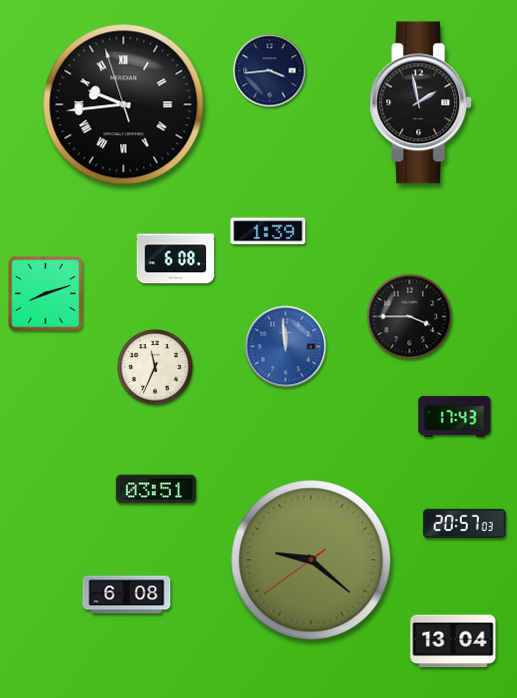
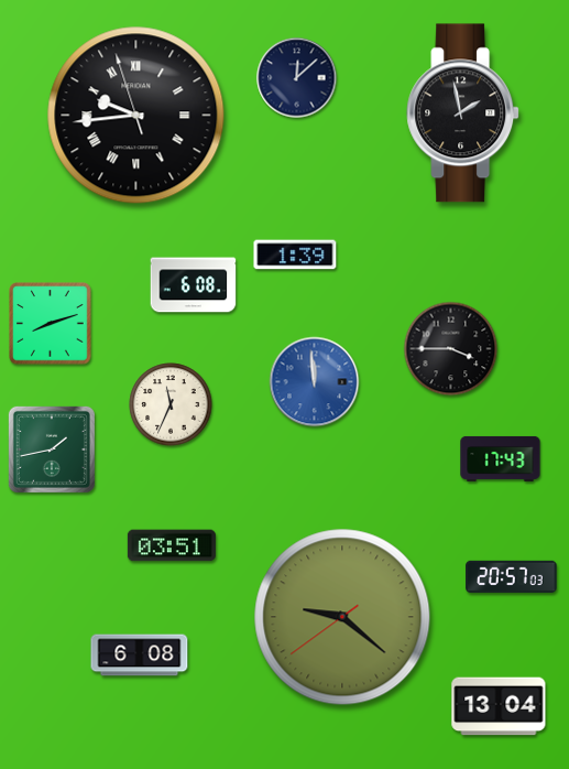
clock at (270, 71): 3:44 -> 12:08
clock at (52, 450): none -> 1:43
clock at (156, 489) position: (156, 489) -> (172, 545)
